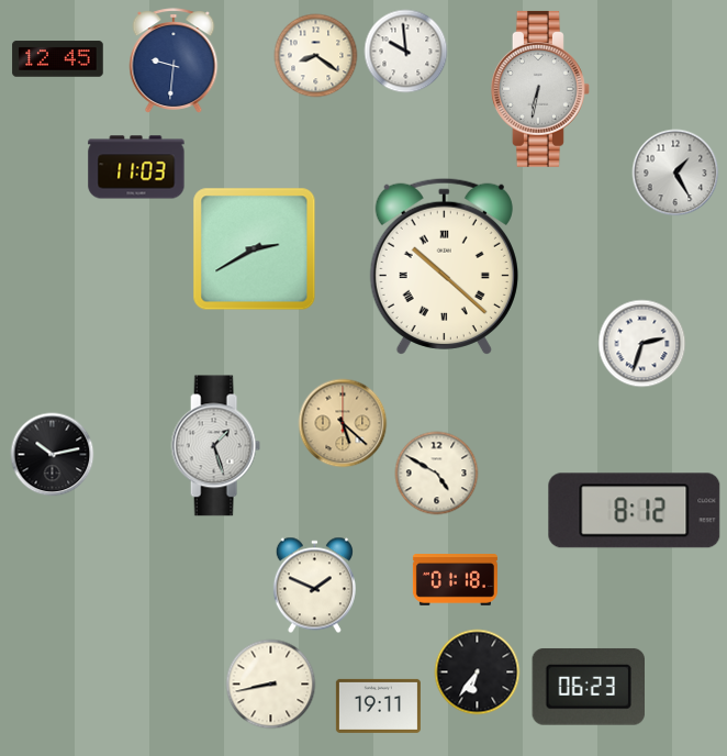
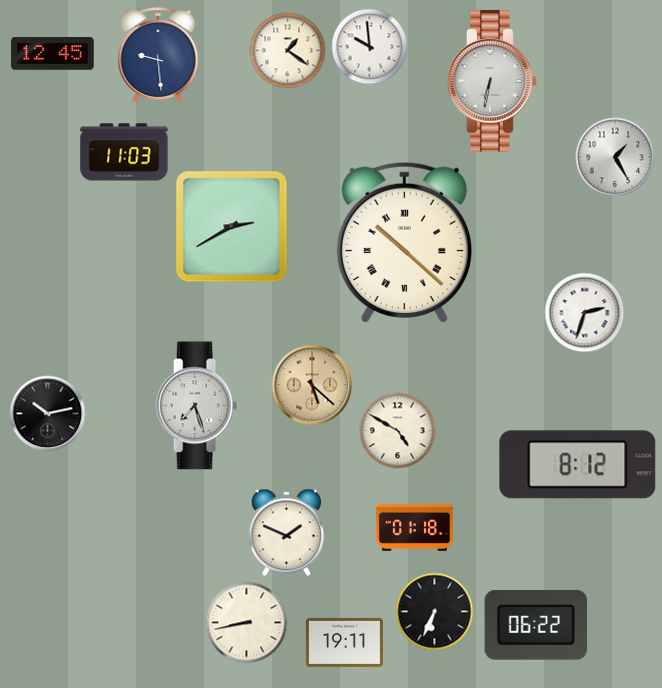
clock at (316, 56): 8:21 -> 1:21
clock at (174, 60): 9:31 -> 9:29
clock at (215, 446): 1:27 -> 7:27
clock at (478, 672): 6:36 -> 6:34
clock at (588, 687): 06:23 -> 06:22
